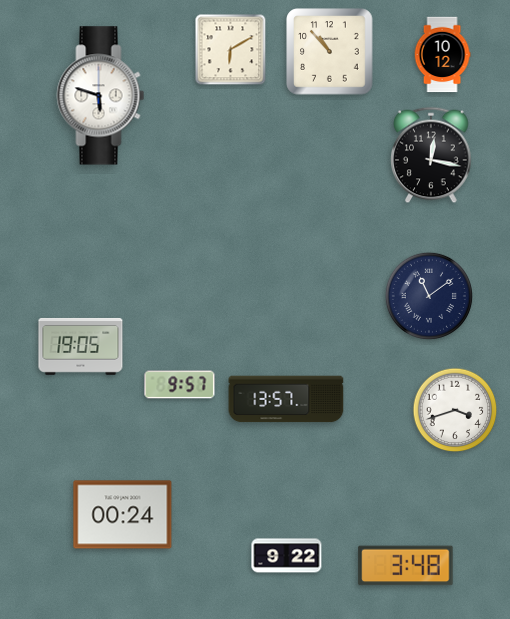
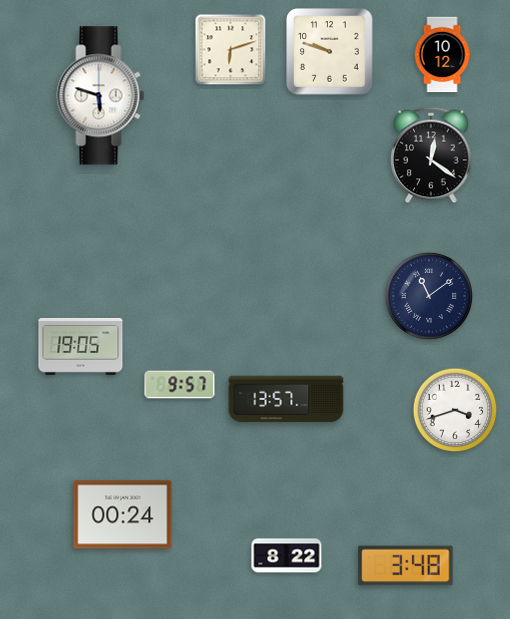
clock at (231, 50): 6:10 -> 6:12
clock at (330, 52): 10:53 -> 9:48
clock at (431, 155): 12:17 -> 12:21
clock at (287, 556): 9:22 -> 8:22
